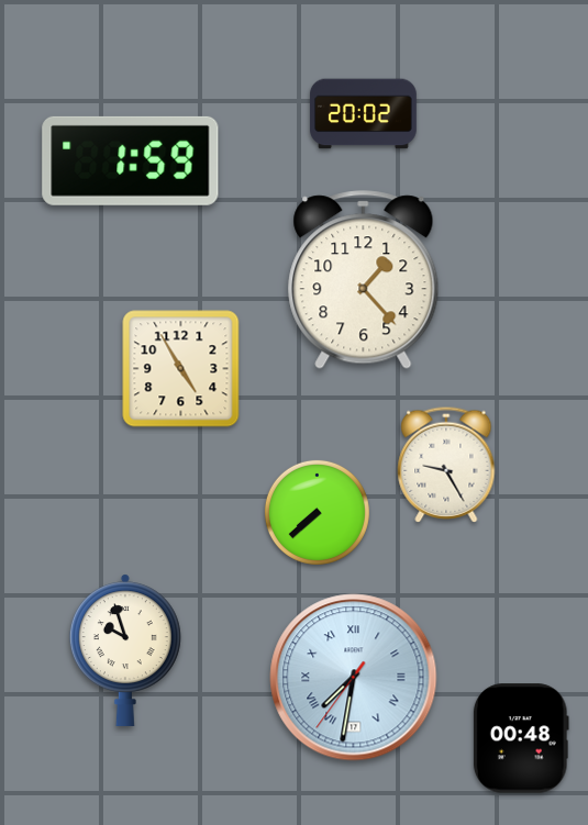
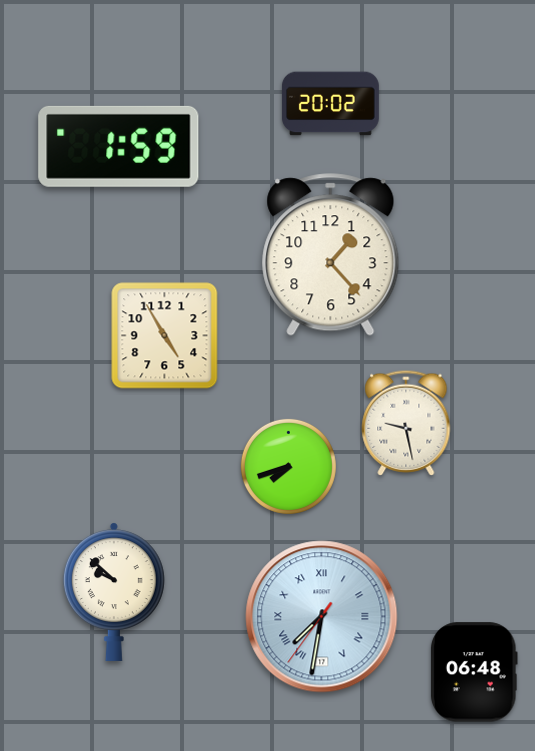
clock at (446, 465): 9:25 -> 9:28
clock at (317, 512): 7:38 -> 7:42
clock at (125, 650): 9:57 -> 9:52
clock at (521, 738): 00:48 -> 06:48
